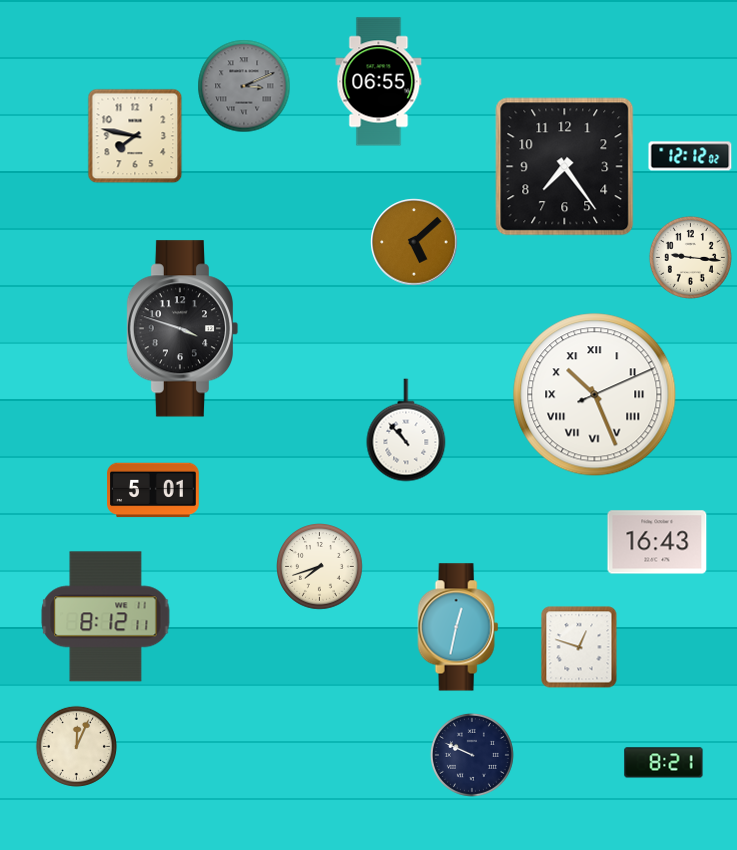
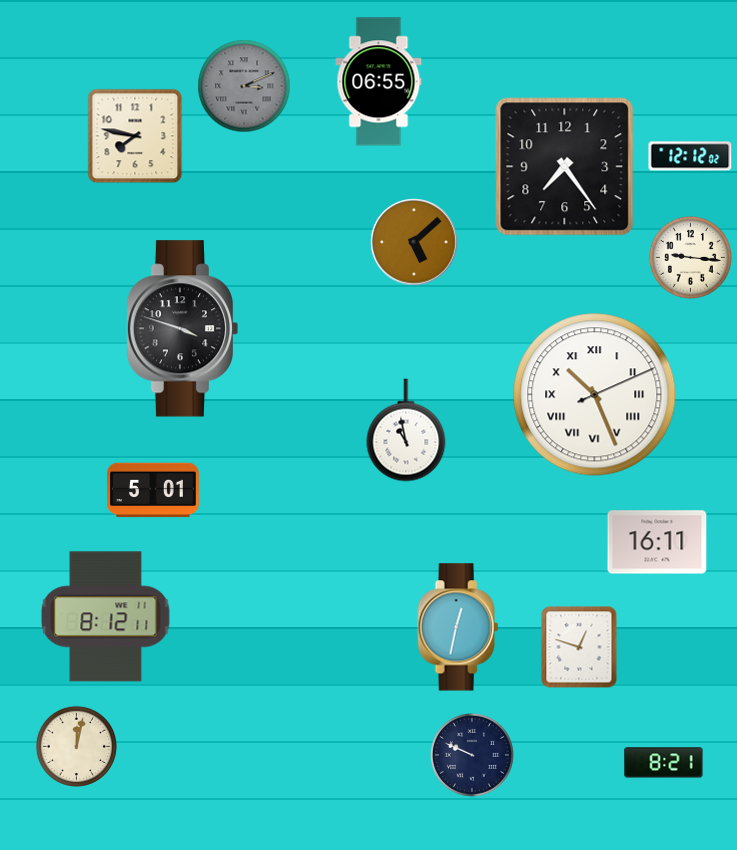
clock at (406, 430): 10:53 -> 10:58
clock at (657, 542): 16:43 -> 16:11
clock at (320, 567): 7:42 -> none
clock at (76, 746): 12:04 -> 12:02
